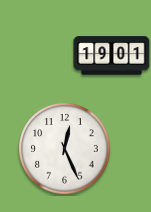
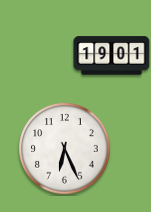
clock at (65, 149): 12:26 -> 6:26
